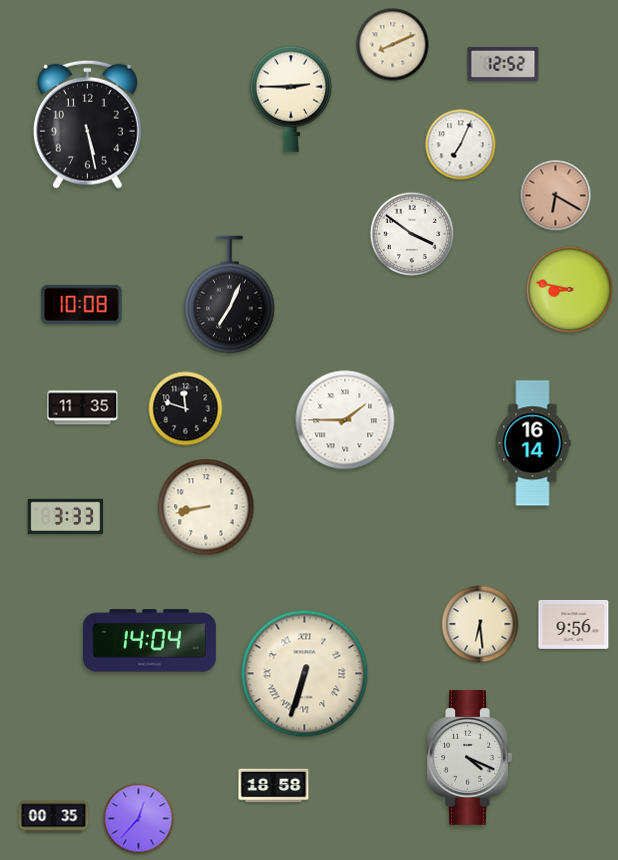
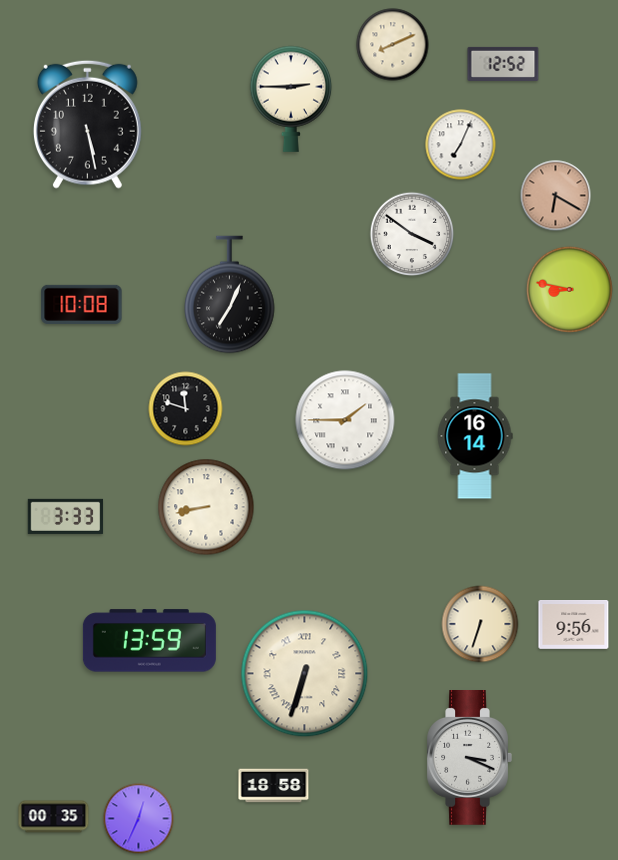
clock at (83, 408): 11:35 -> none
clock at (533, 443) position: (533, 443) -> (475, 436)
clock at (480, 624): 6:29 -> 6:33
clock at (149, 641): 14:04 -> 13:59
clock at (469, 758): 4:19 -> 3:19
clock at (139, 819): 12:37 -> 12:34
